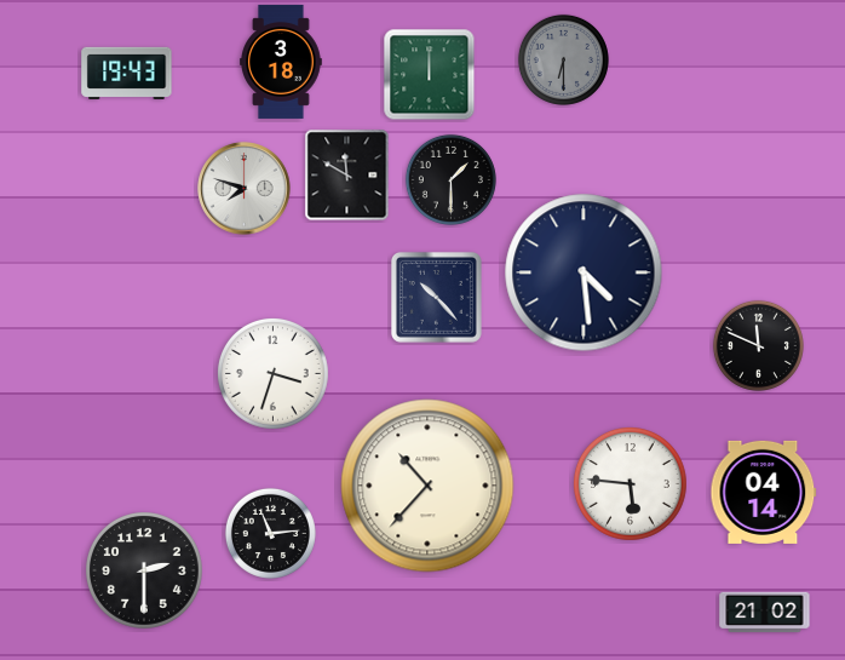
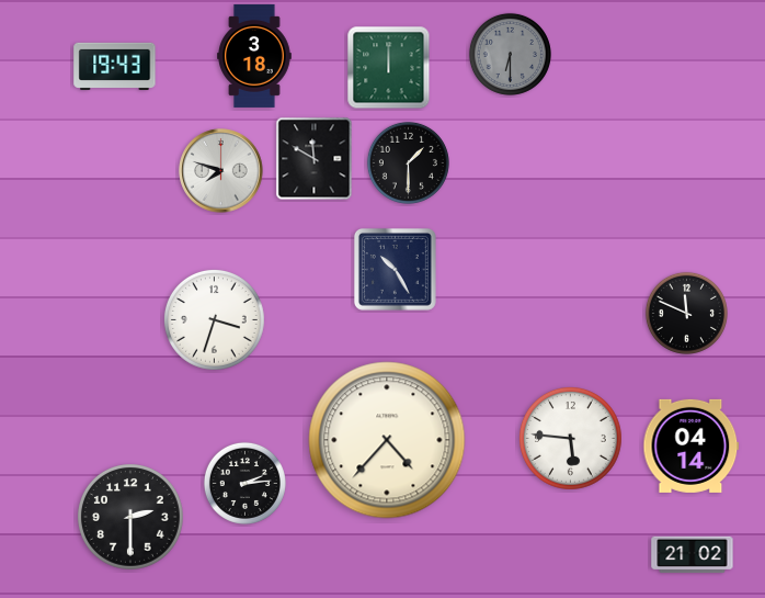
clock at (584, 272): 4:29 -> none
clock at (436, 297): 10:23 -> 10:25
clock at (272, 373) position: (272, 373) -> (214, 319)
clock at (427, 486): 10:37 -> 4:37
clock at (270, 533): 11:14 -> 2:14
